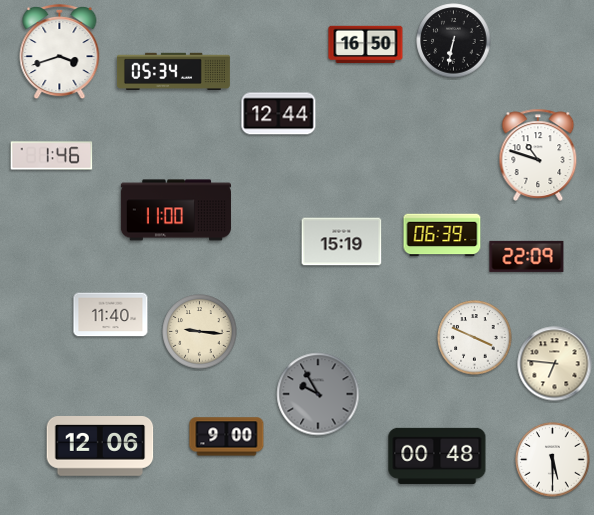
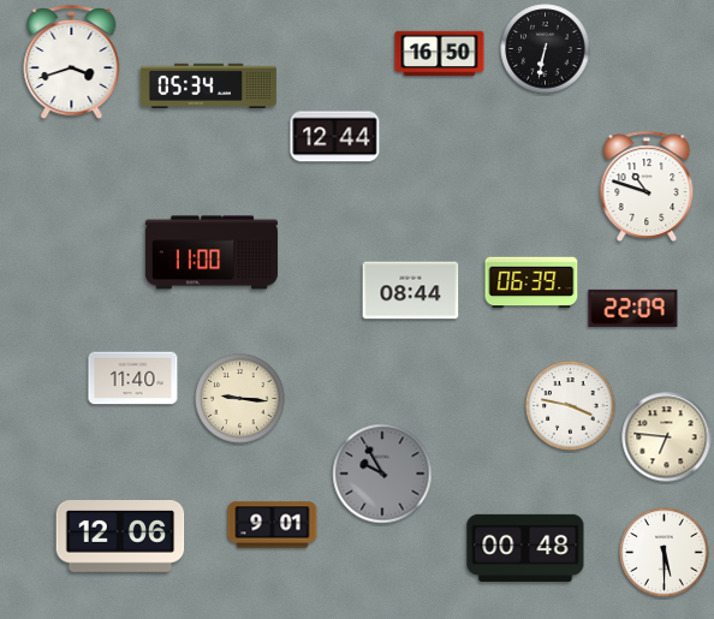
clock at (52, 156): 1:46 -> none
clock at (342, 242): 15:19 -> 08:44
clock at (475, 338): 3:49 -> 3:47
clock at (227, 437): 9:00 -> 9:01
